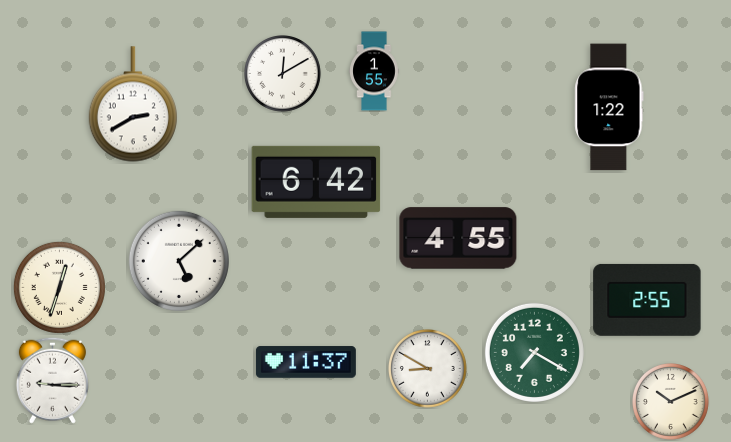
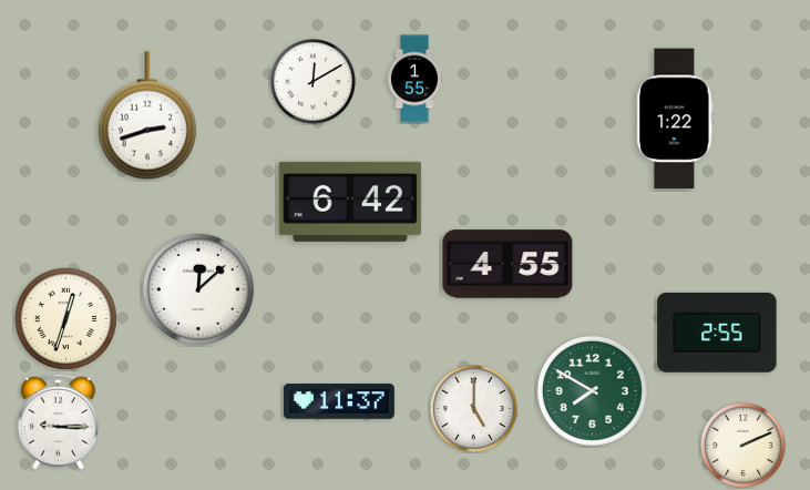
clock at (133, 104): 2:40 -> 2:42
clock at (179, 261): 5:08 -> 12:08
clock at (534, 352): 7:20 -> 7:50
clock at (428, 369): 8:50 -> 5:00
clock at (671, 402): 10:11 -> 2:11
